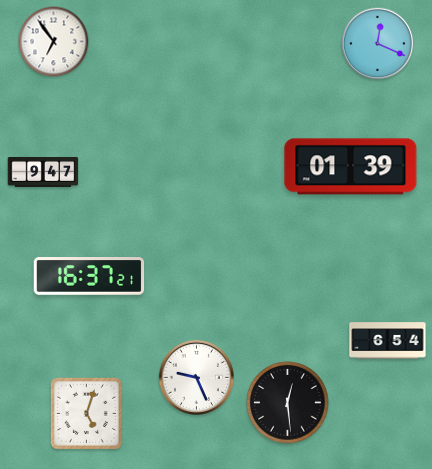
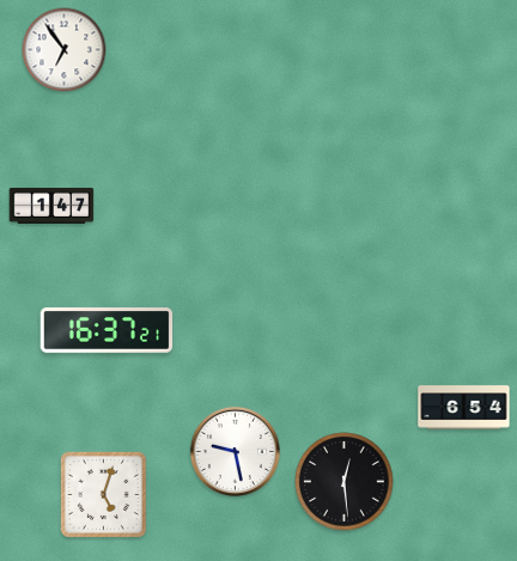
clock at (378, 44): 12:19 -> none
clock at (351, 167): 01:39 -> none
clock at (43, 172): 9:47 -> 1:47
clock at (196, 377): 9:26 -> 9:28
